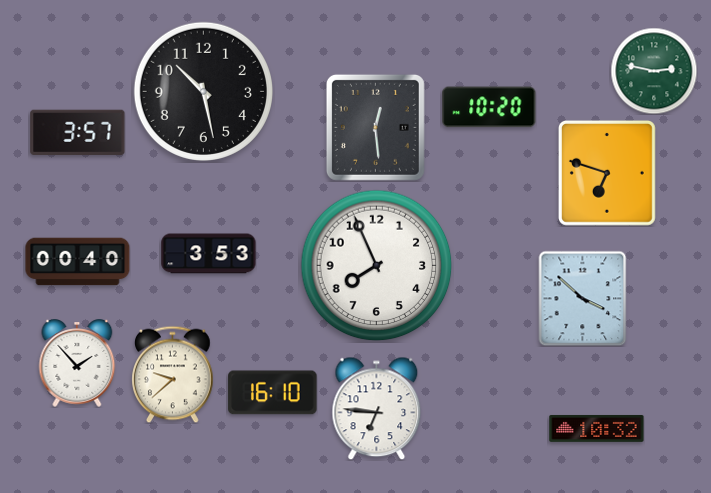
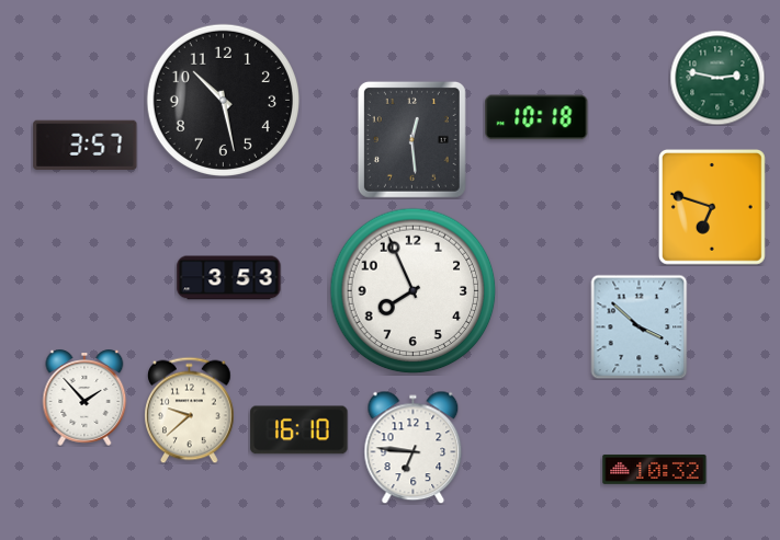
clock at (489, 107): 10:20 -> 10:18
clock at (607, 173) position: (607, 173) -> (712, 207)
clock at (78, 262): 00:40 -> none
